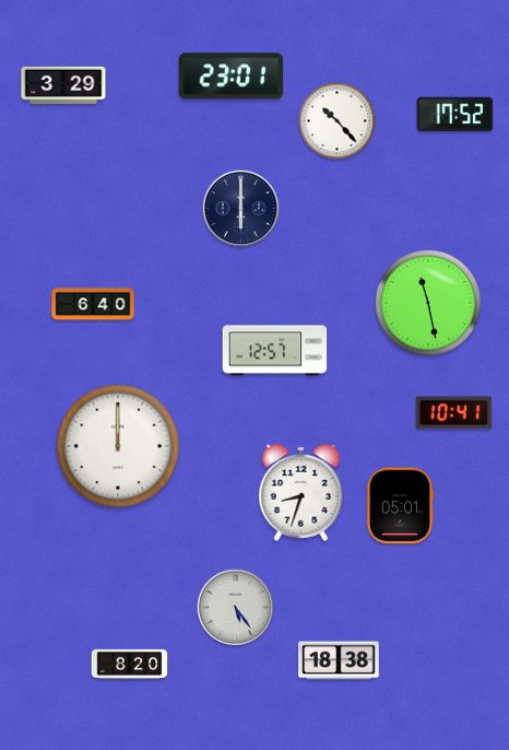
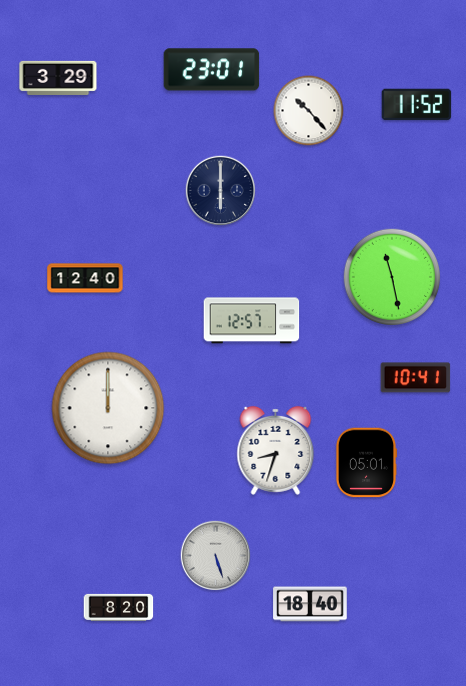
clock at (455, 115): 17:52 -> 11:52
clock at (93, 304): 6:40 -> 12:40
clock at (236, 608): 5:24 -> 5:27
clock at (339, 660): 18:38 -> 18:40
